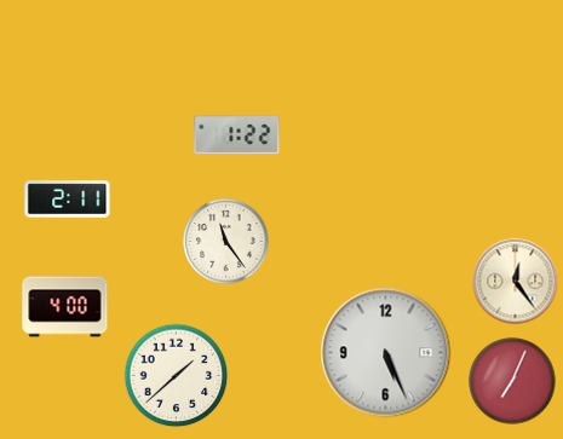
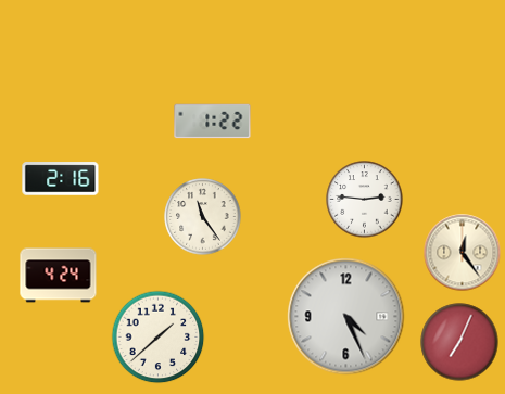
clock at (68, 200): 2:11 -> 2:16
clock at (365, 200): none -> 2:46
clock at (65, 307): 4:00 -> 4:24
clock at (386, 353): 5:26 -> 4:26
